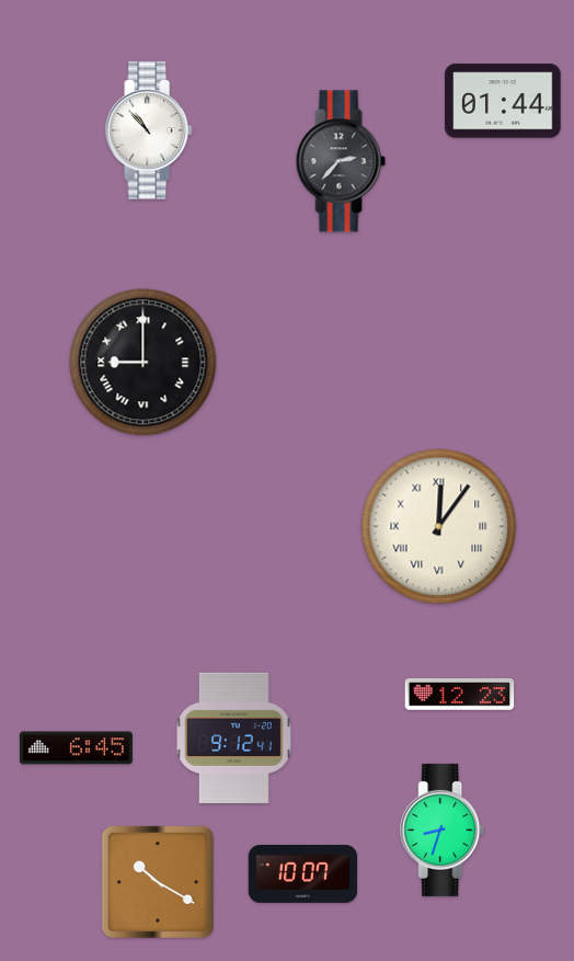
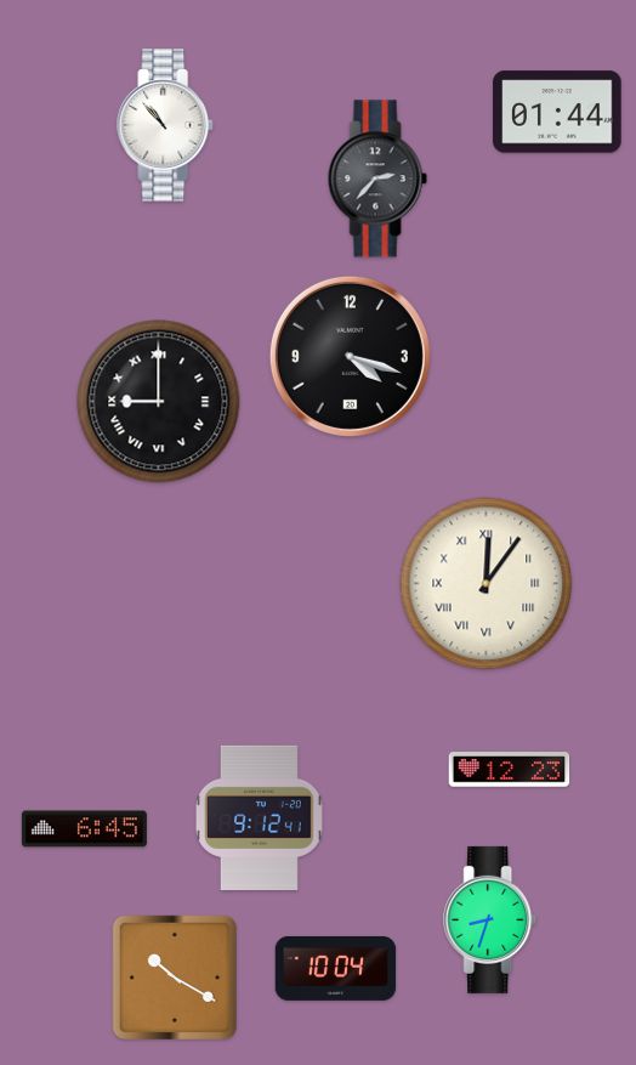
clock at (149, 130) position: (149, 130) -> (165, 125)
clock at (350, 356): none -> 4:18
clock at (303, 873): 10:07 -> 10:04
